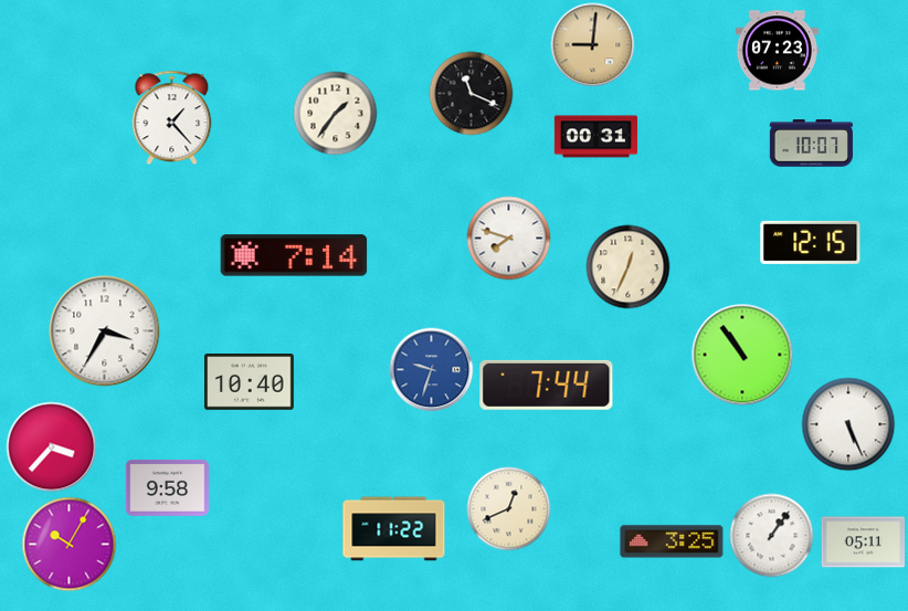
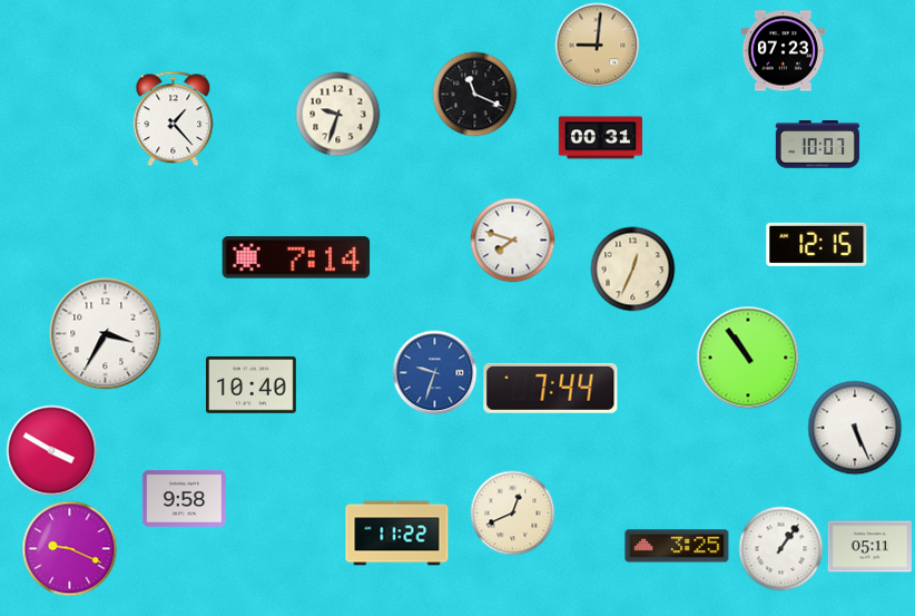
clock at (336, 114): 1:36 -> 9:33
clock at (52, 447): 3:37 -> 3:50
clock at (167, 487) position: (167, 487) -> (184, 498)
clock at (772, 536) position: (772, 536) -> (781, 549)
clock at (70, 545): 10:05 -> 9:19
